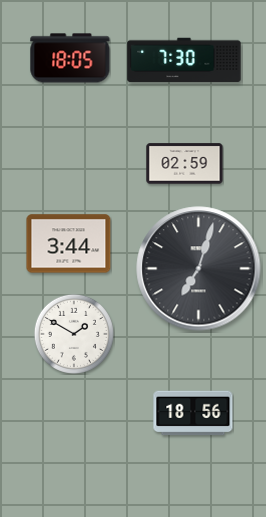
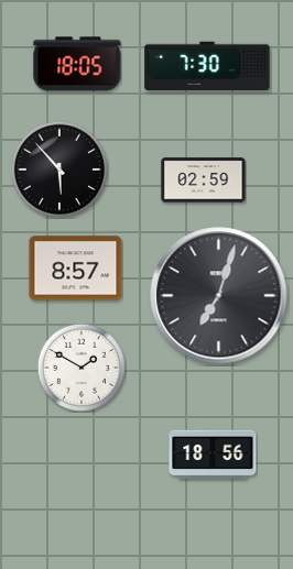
clock at (184, 60) position: (184, 60) -> (207, 66)
clock at (58, 168): none -> 5:53
clock at (69, 244): 3:44 -> 8:57
